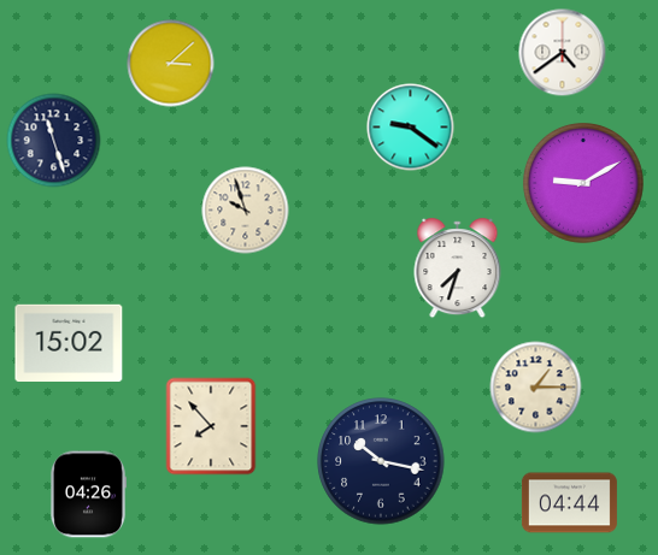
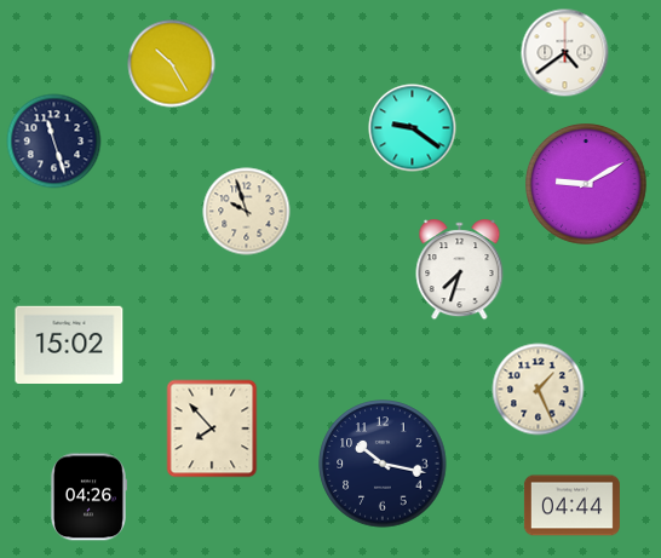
clock at (171, 64): 3:08 -> 10:25
clock at (536, 388): 1:15 -> 1:26
